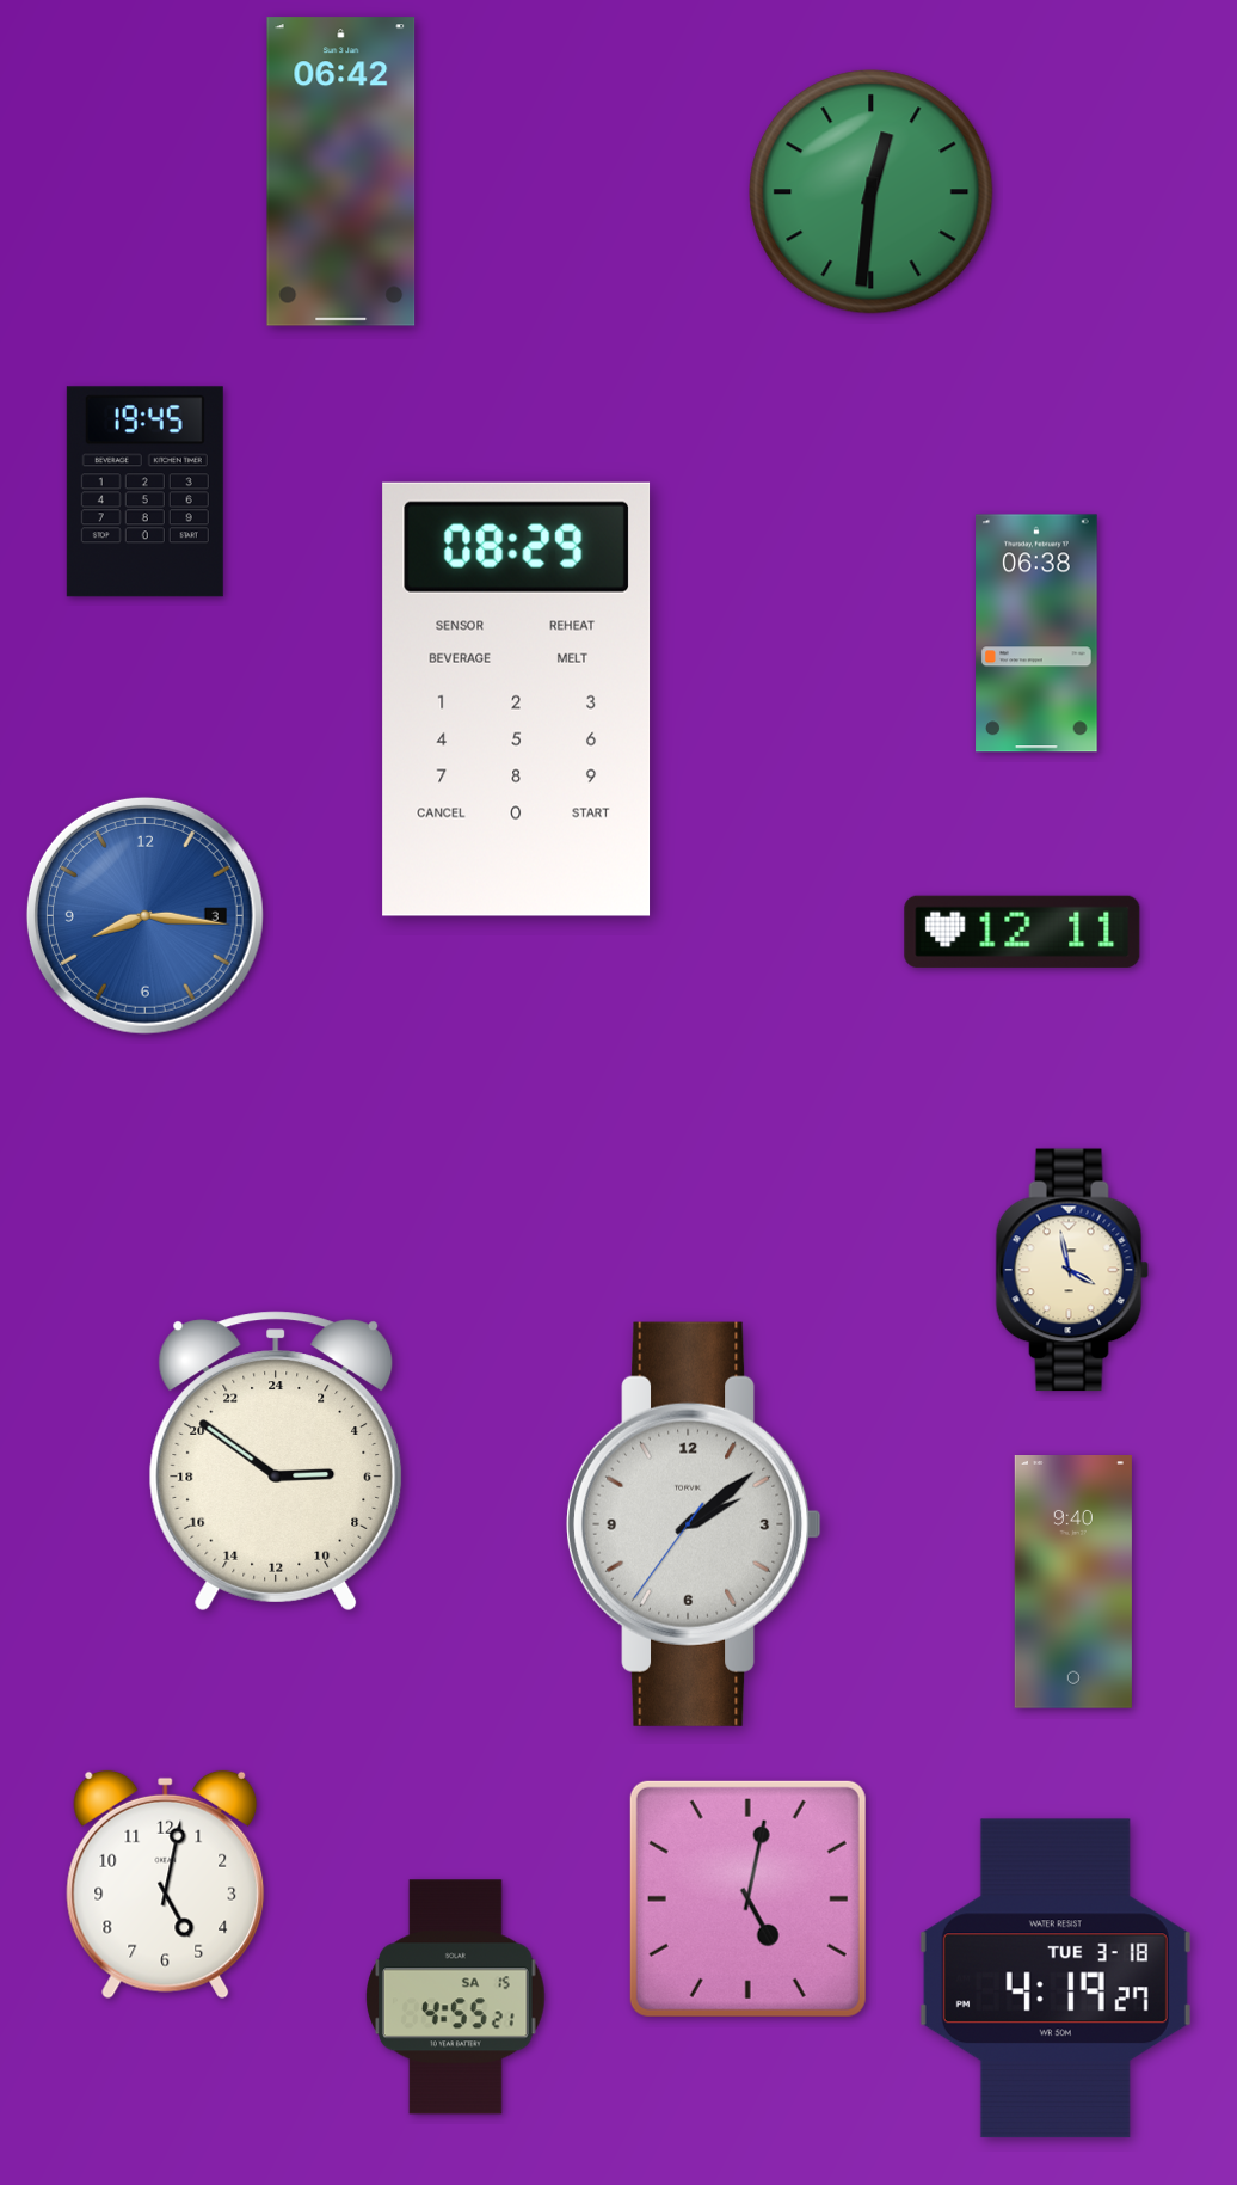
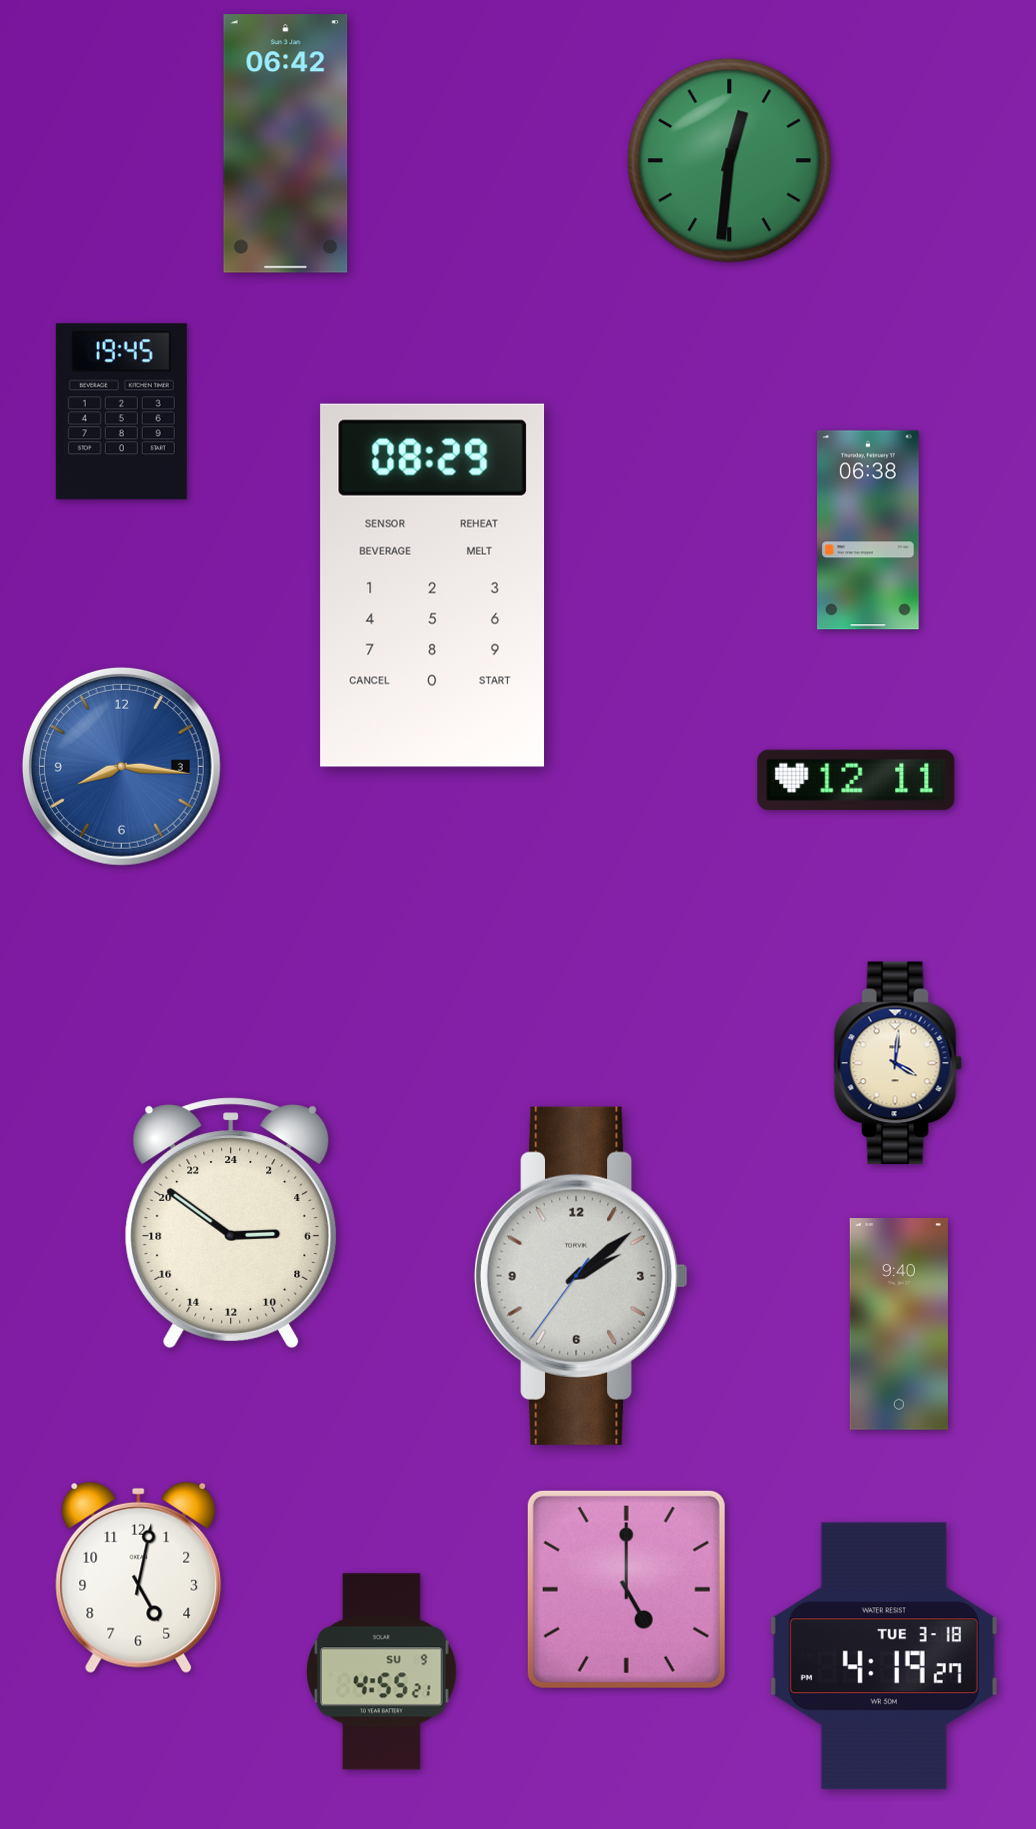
clock at (1072, 1270): 3:58 -> 4:01
clock at (747, 1898): 5:02 -> 5:00
clock at (456, 1997) date: SA 15 -> SU 9
